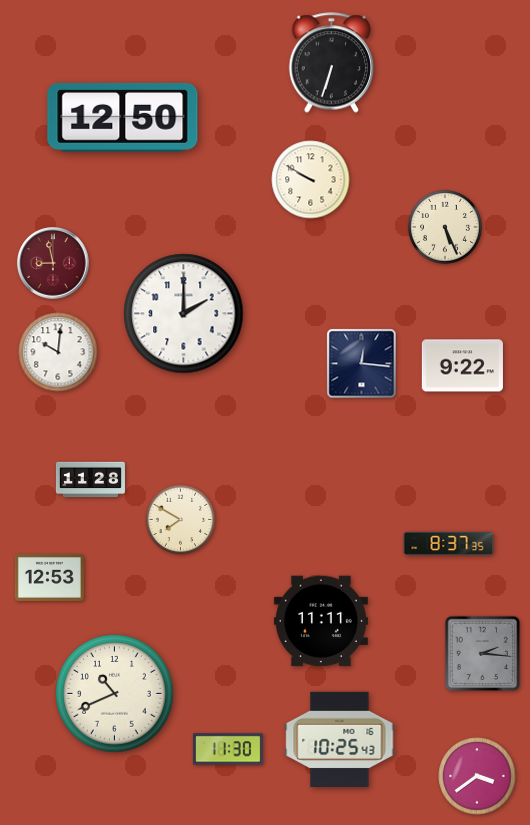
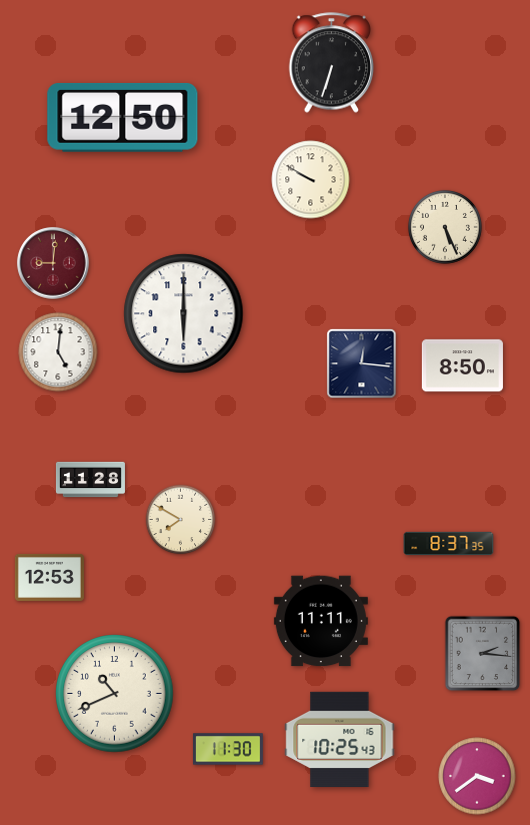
clock at (53, 263): 8:58 -> 9:01
clock at (184, 314): 2:00 -> 6:00
clock at (58, 352): 10:01 -> 5:01
clock at (462, 366): 9:22 -> 8:50
